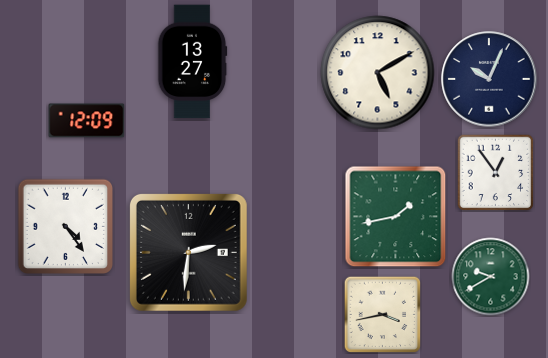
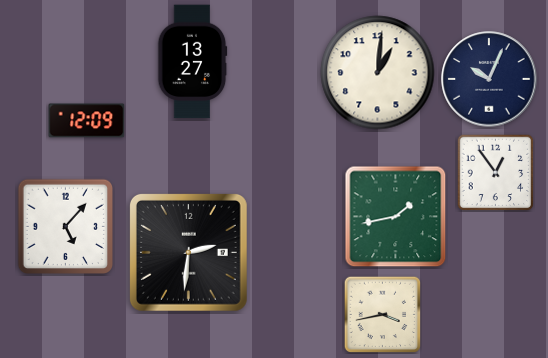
clock at (378, 73): 5:10 -> 1:01
clock at (65, 226): 4:24 -> 5:07
clock at (491, 277): 9:40 -> none
